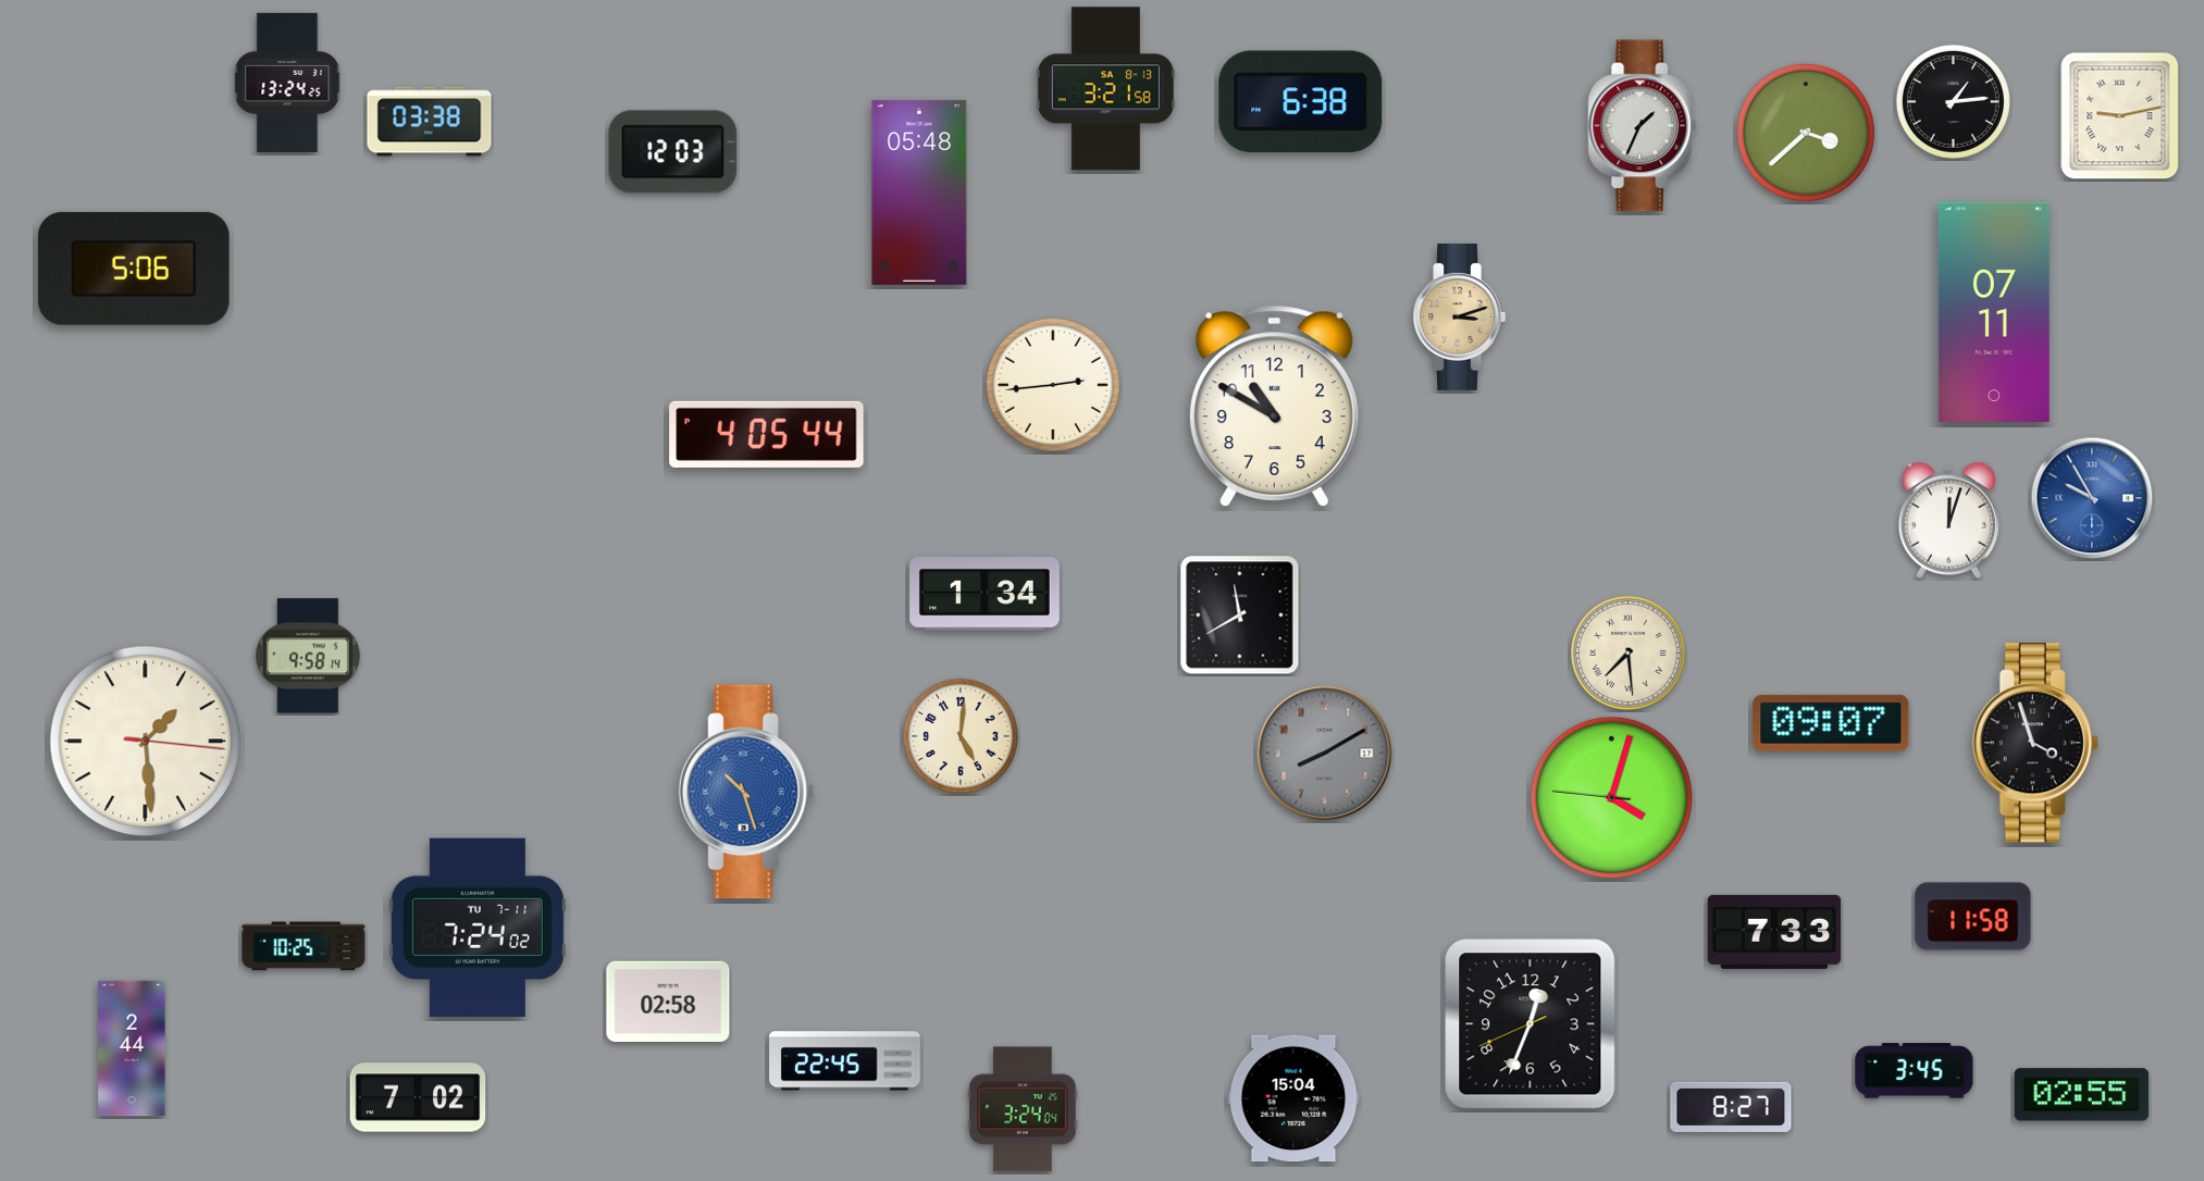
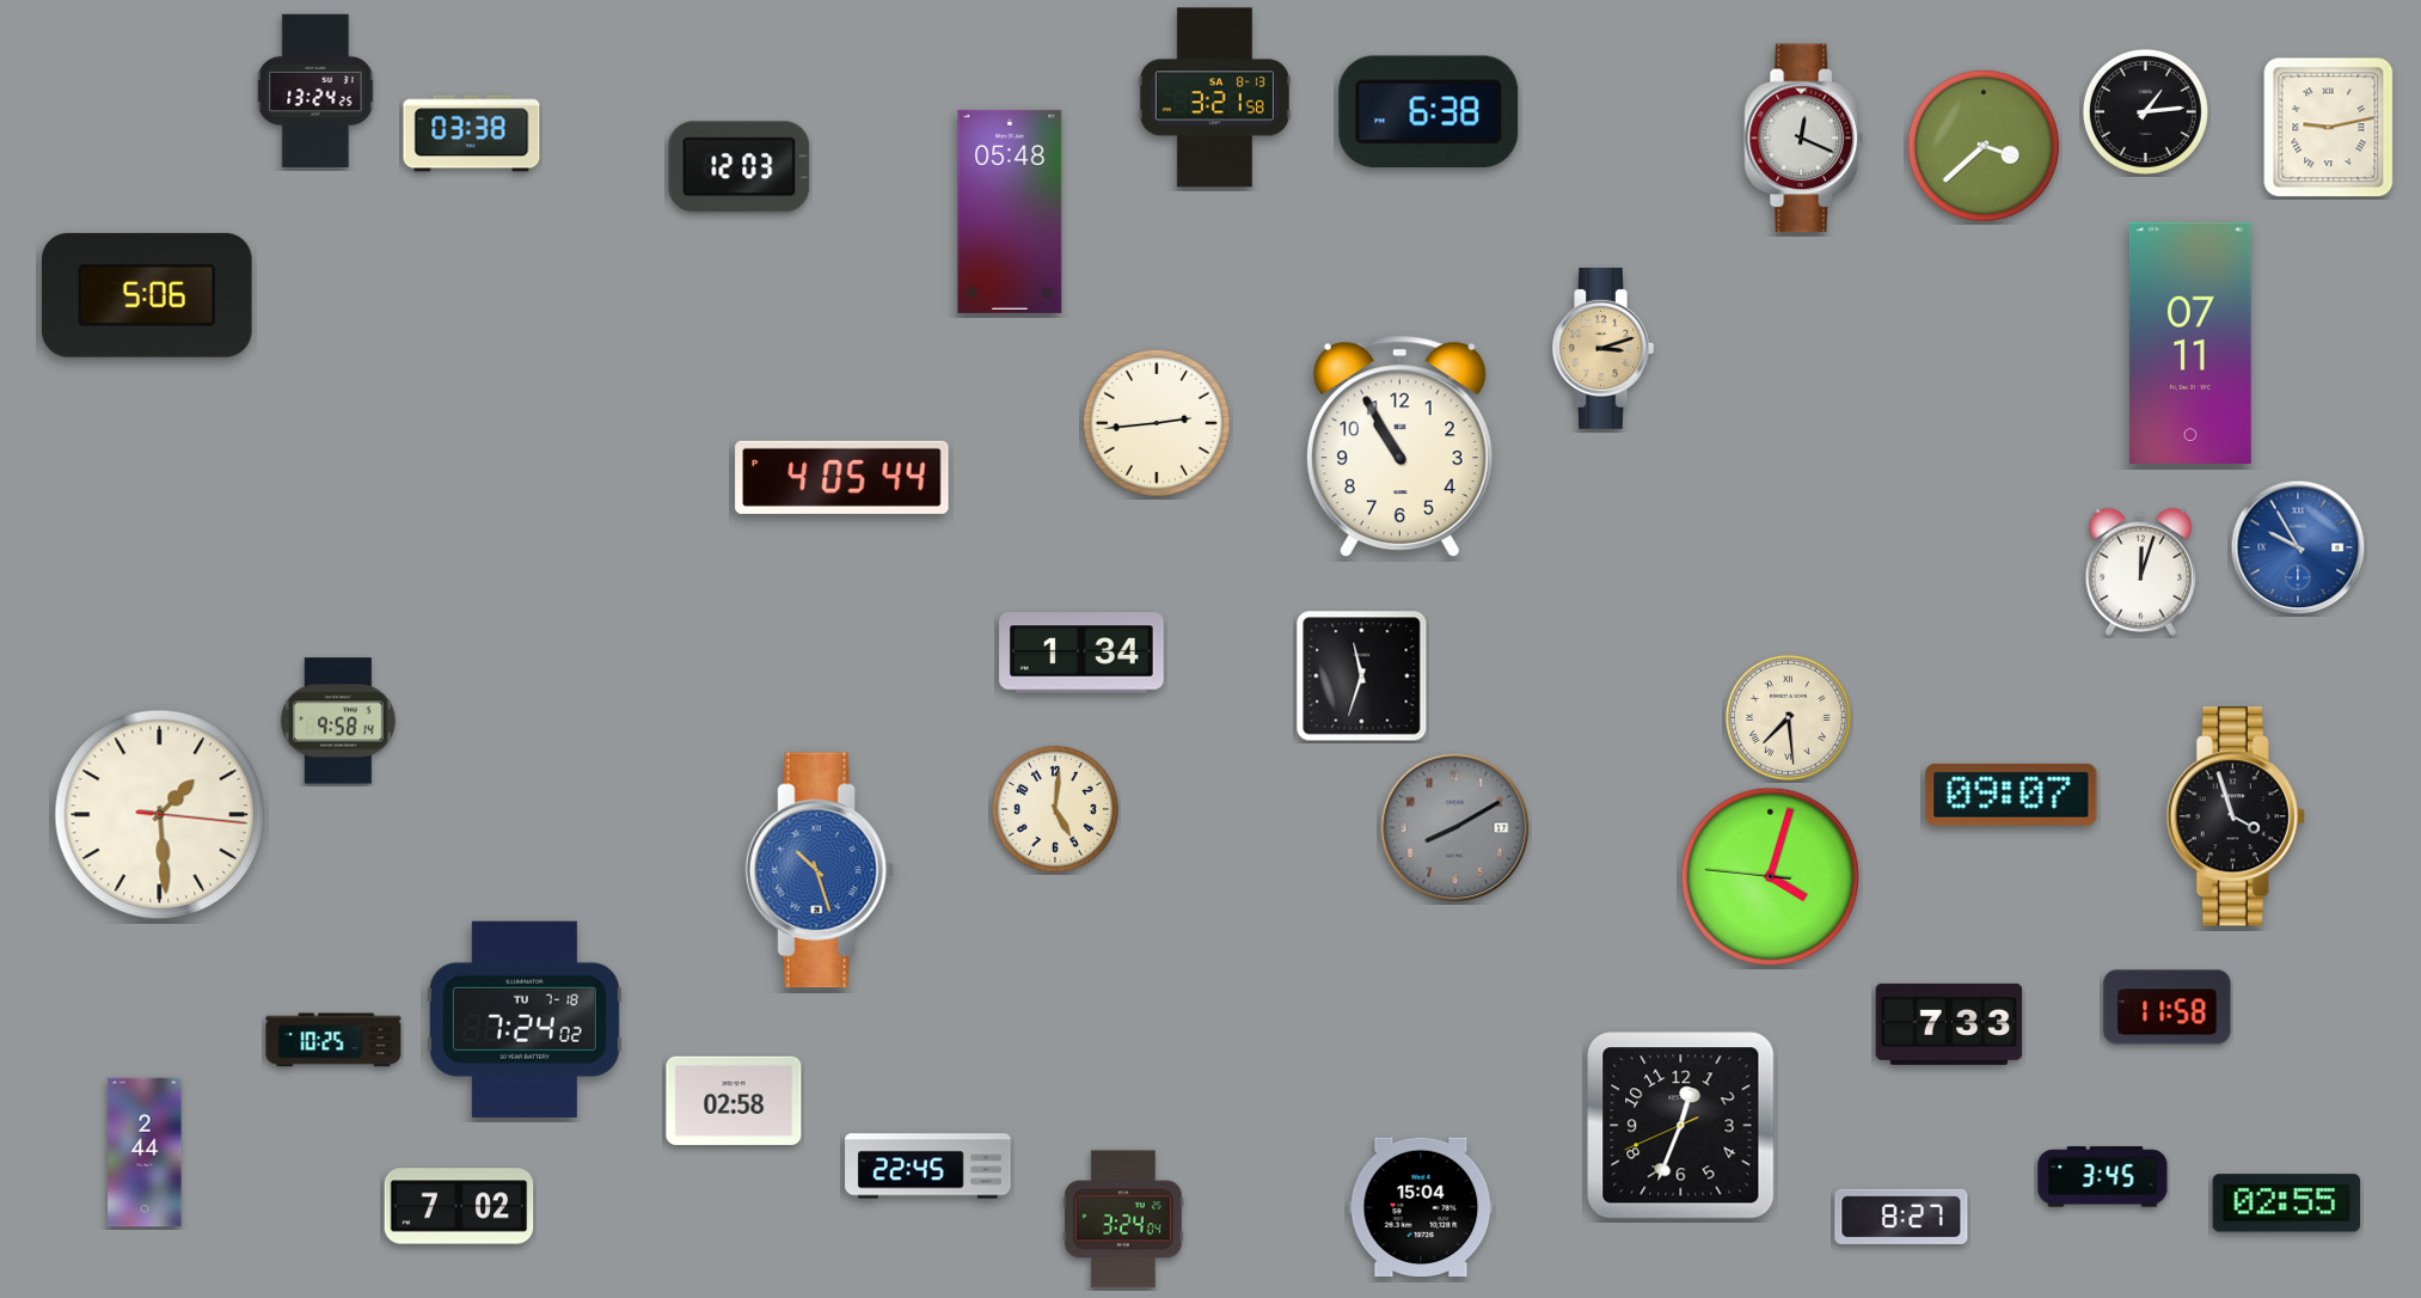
clock at (1643, 126): 1:34 -> 12:19
clock at (1274, 407): 10:50 -> 10:55
clock at (1240, 616): 11:40 -> 11:33
clock at (478, 928) date: TU 7-11 -> TU 7-18
